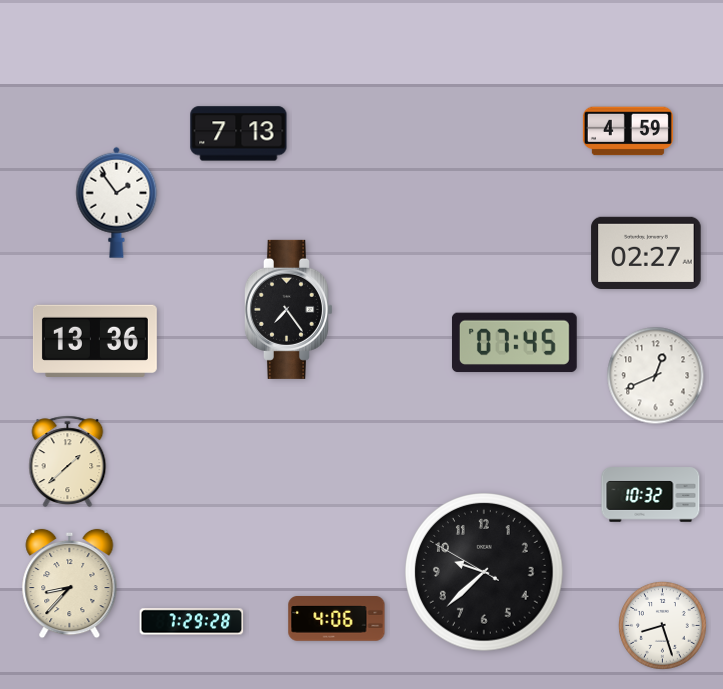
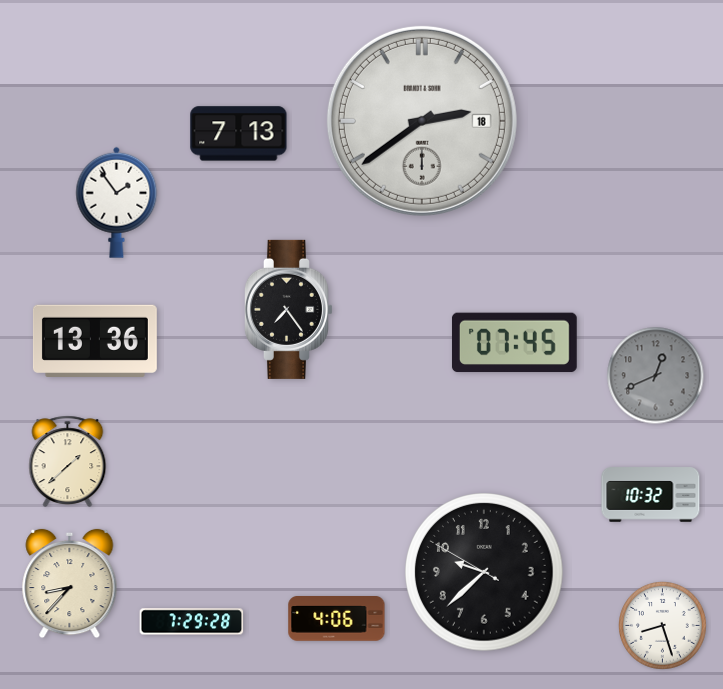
clock at (422, 121): none -> 2:39
clock at (628, 131): 4:59 -> none
clock at (646, 252): 02:27 -> none
clock at (656, 376) dial: white -> grey
